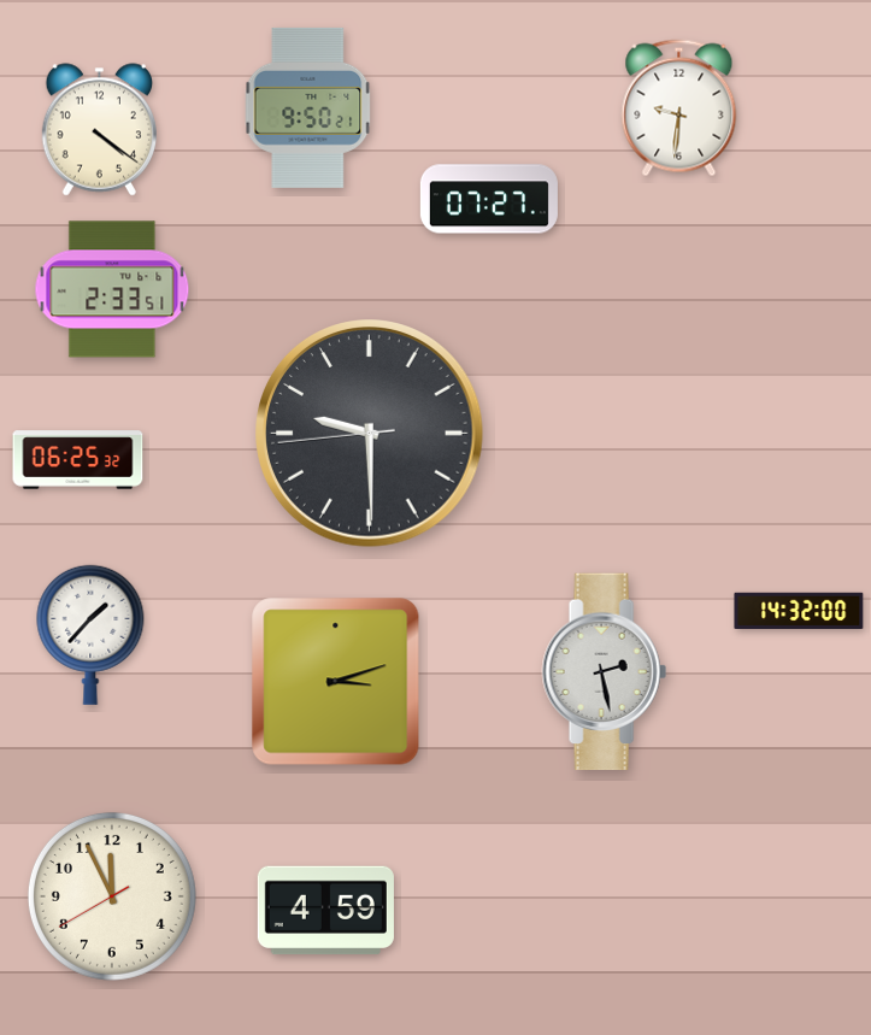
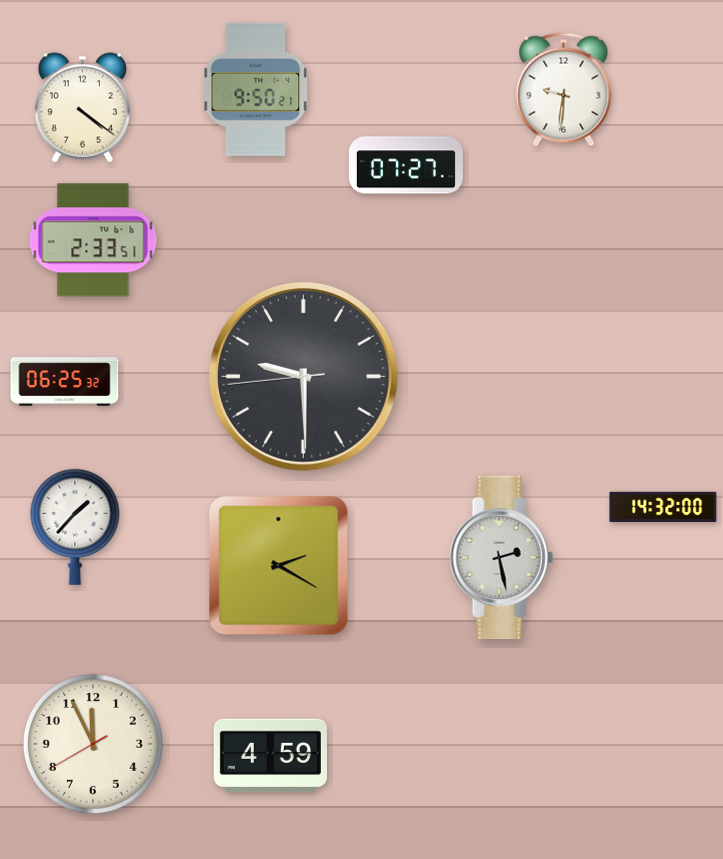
clock at (370, 434) position: (370, 434) -> (304, 377)
clock at (336, 682): 3:12 -> 2:20
